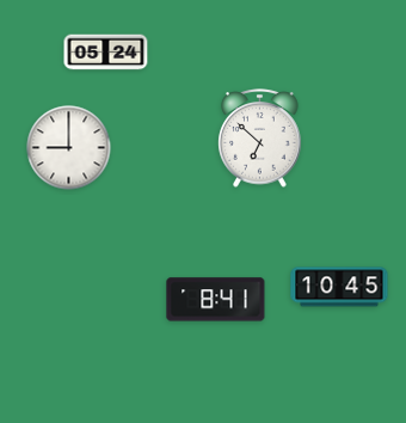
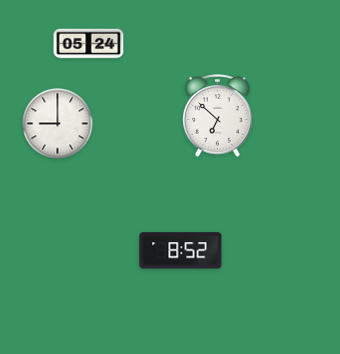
clock at (339, 287): 10:45 -> none
clock at (216, 300): 8:41 -> 8:52
